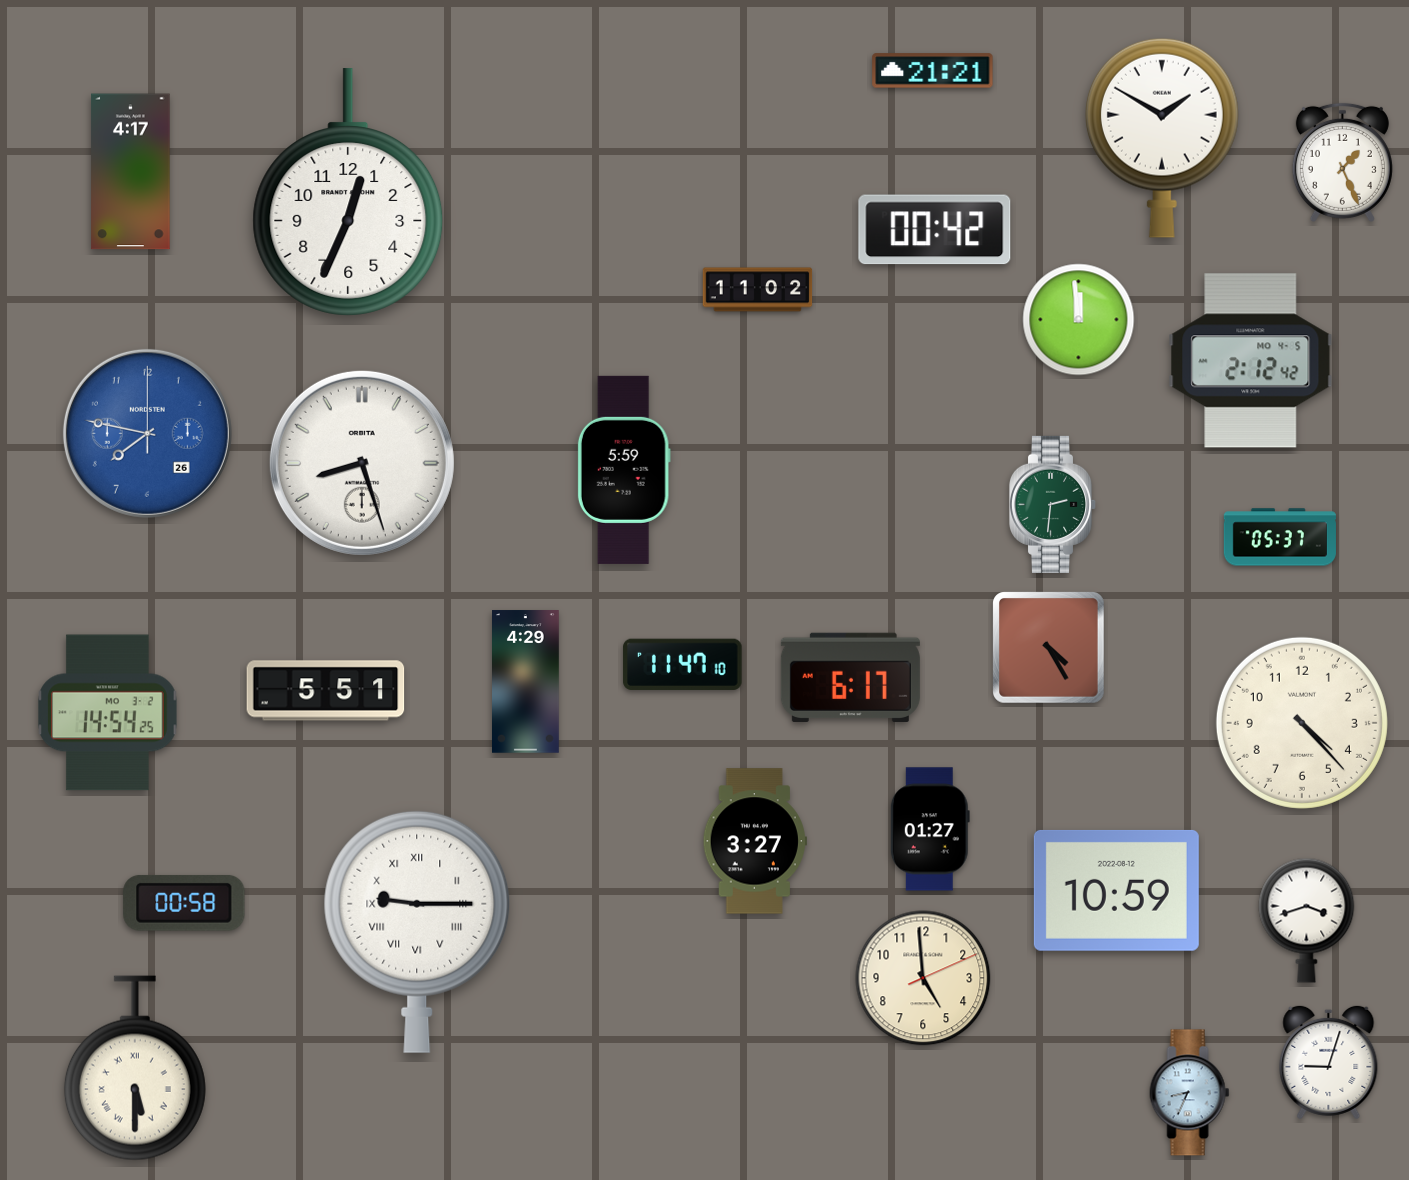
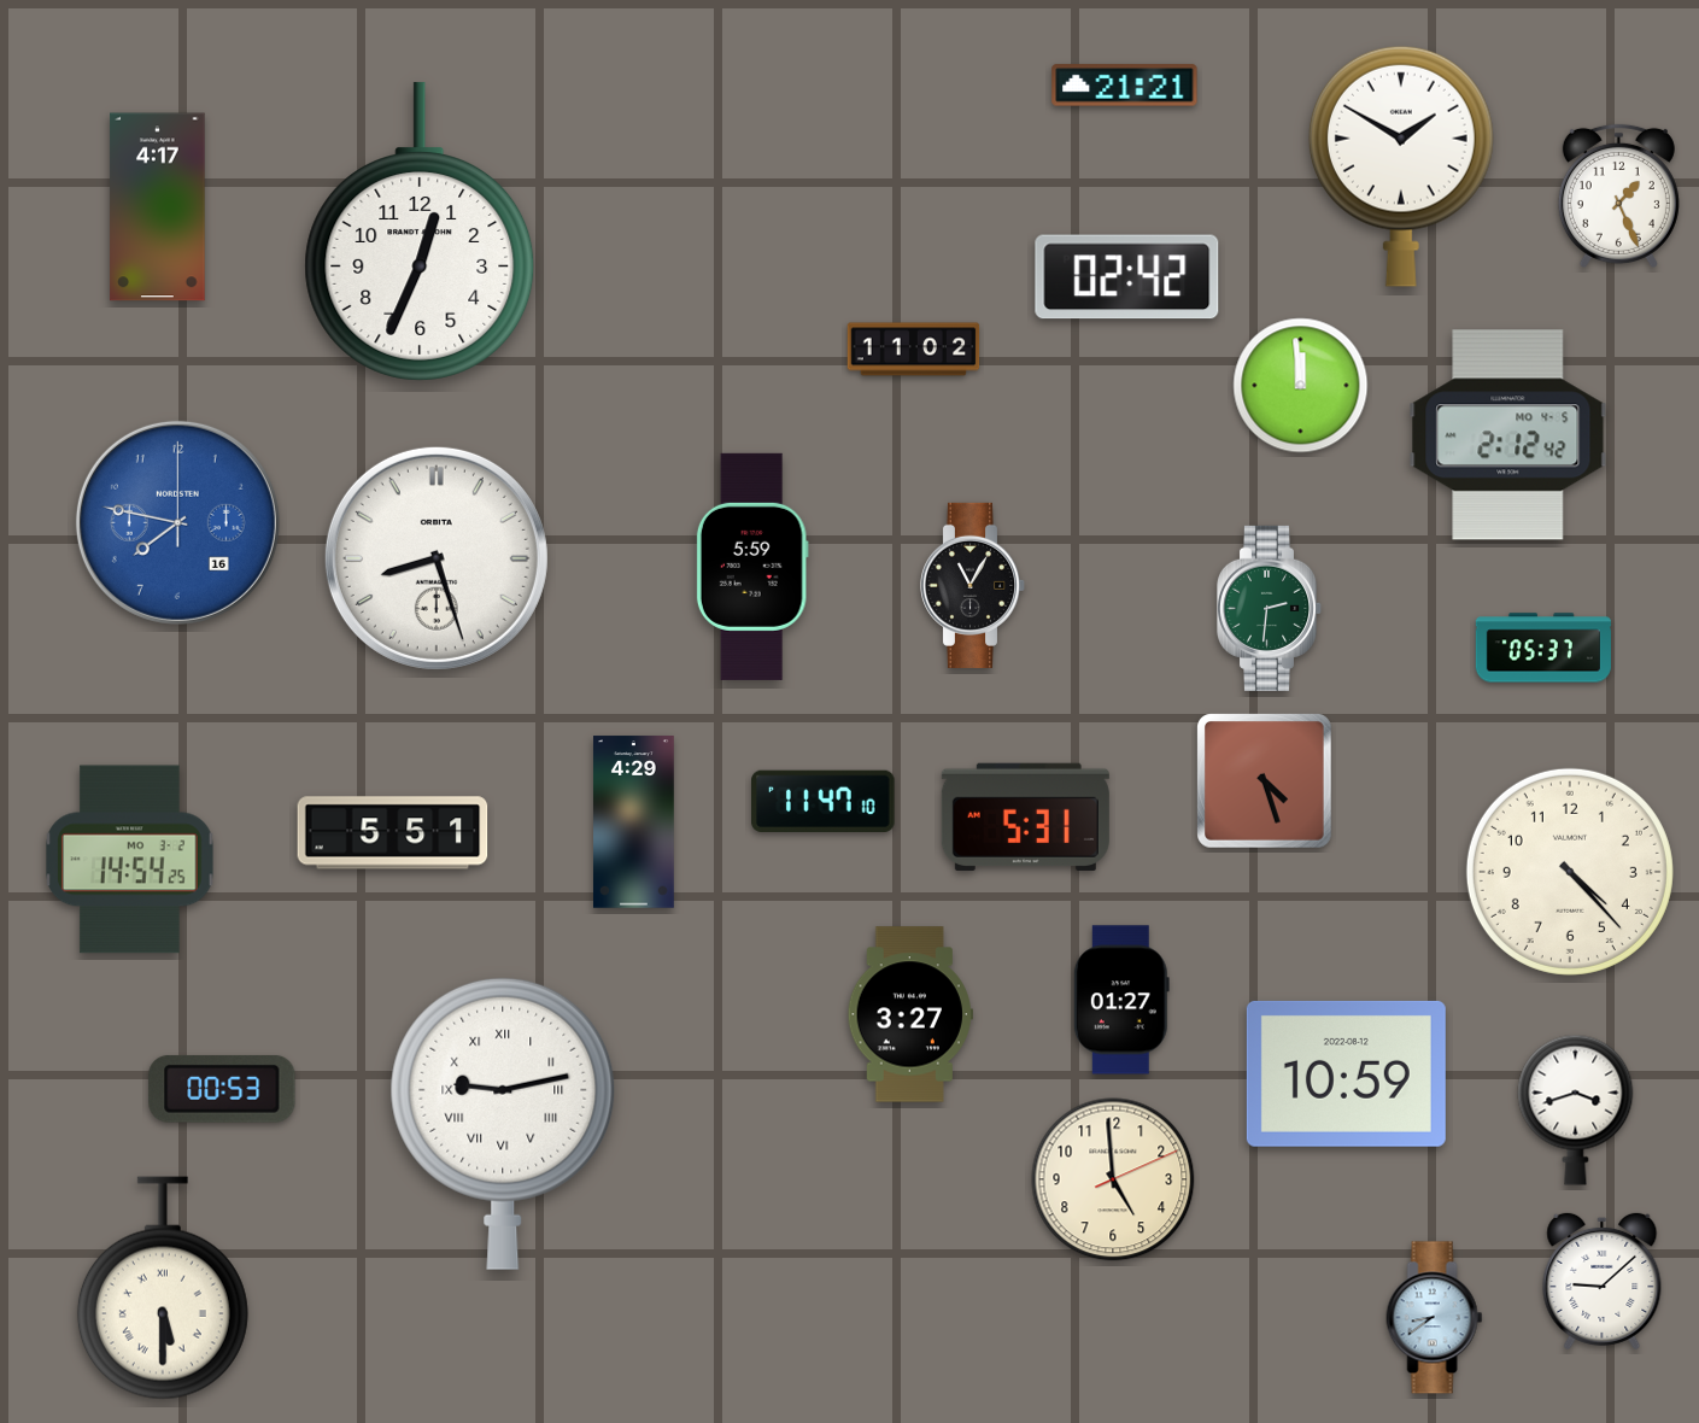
clock at (935, 230): 00:42 -> 02:42
clock at (147, 433) date: 26 -> 16
clock at (973, 585): none -> 11:05
clock at (1049, 648): 4:25 -> 4:27
clock at (850, 677): 6:17 -> 5:31
clock at (184, 903): 00:58 -> 00:53
clock at (417, 932): 9:15 -> 9:13
clock at (1329, 1062): 9:03 -> 9:08
clock at (1190, 1093): 8:34 -> 8:39
